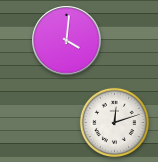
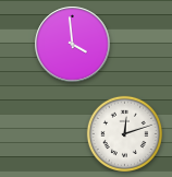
clock at (67, 41): 4:01 -> 3:59
